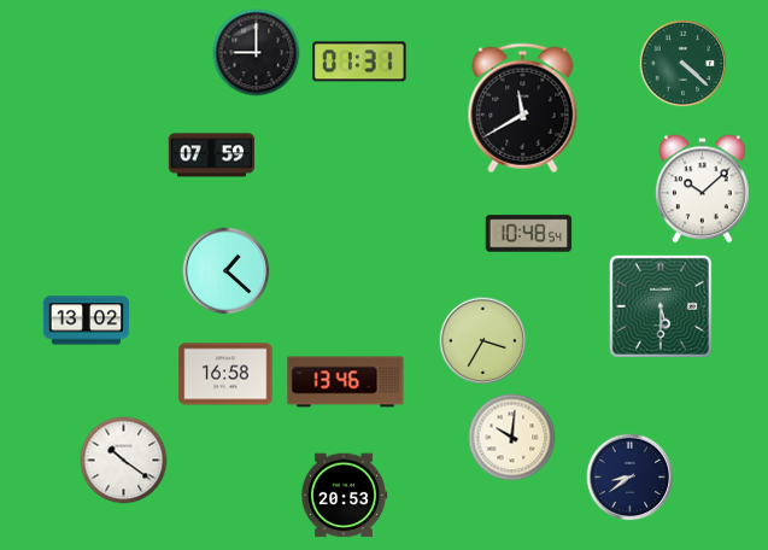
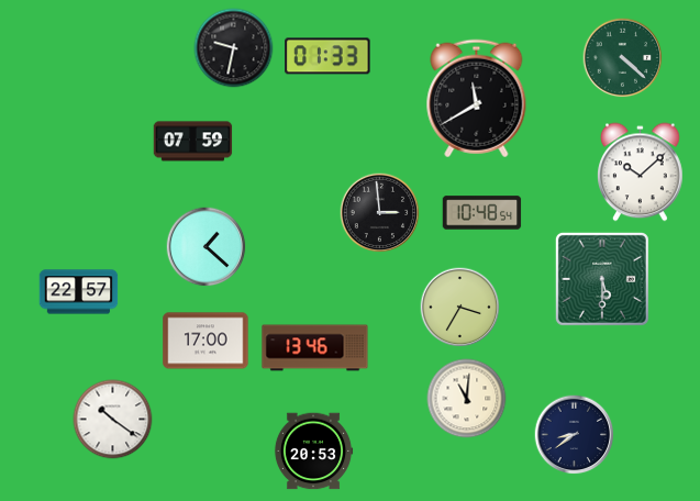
clock at (257, 53): 9:00 -> 9:32
clock at (359, 62): 01:31 -> 01:33
clock at (380, 213): none -> 2:59
clock at (87, 321): 13:02 -> 22:57
clock at (483, 341) position: (483, 341) -> (460, 308)
clock at (225, 374): 16:58 -> 17:00
clock at (512, 438): 10:01 -> 11:01
